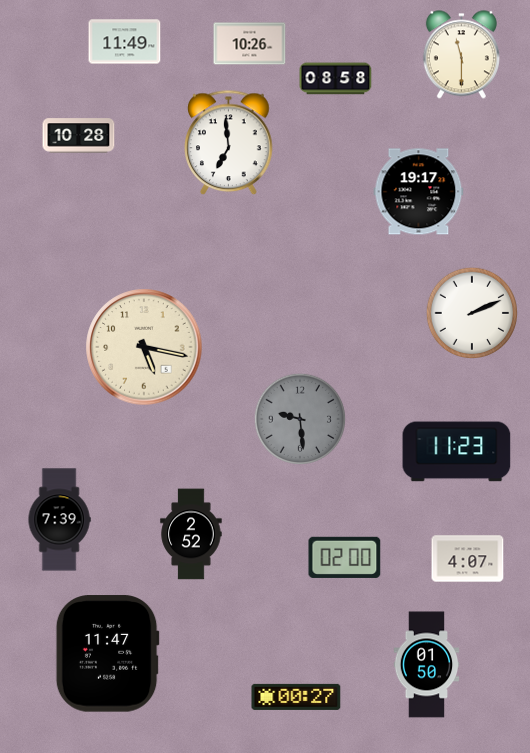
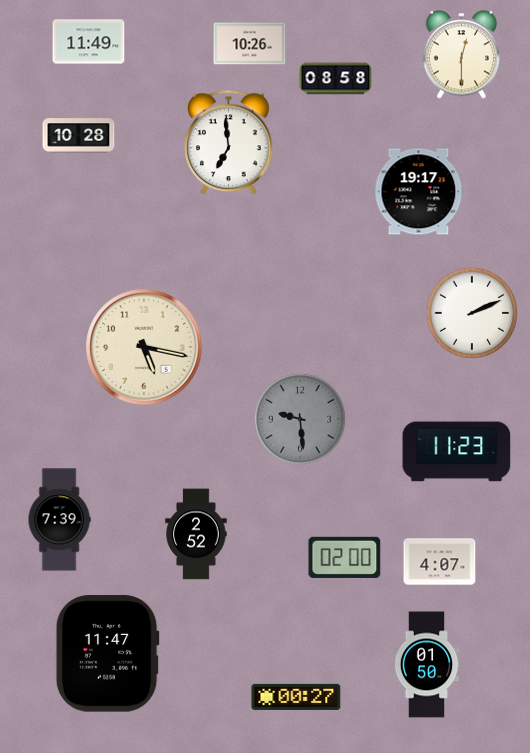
clock at (125, 42) position: (125, 42) -> (89, 42)
clock at (461, 55): 11:30 -> 12:30
clock at (191, 534) position: (191, 534) -> (196, 534)
clock at (468, 559) position: (468, 559) -> (440, 562)
